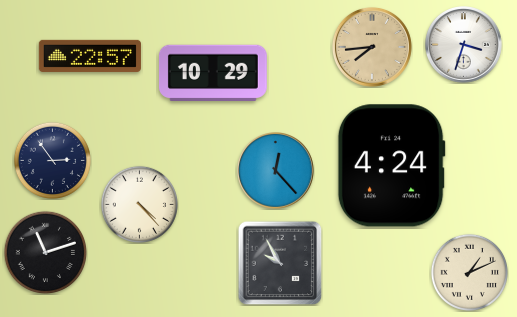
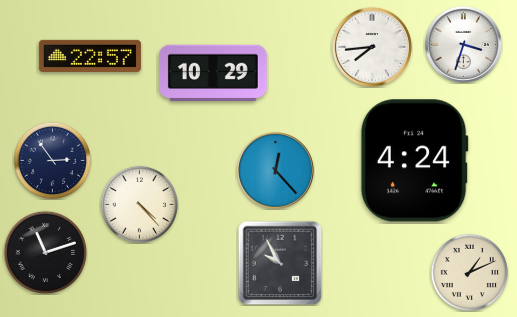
clock at (372, 47) dial: champagne -> white
clock at (391, 166) position: (391, 166) -> (414, 161)
